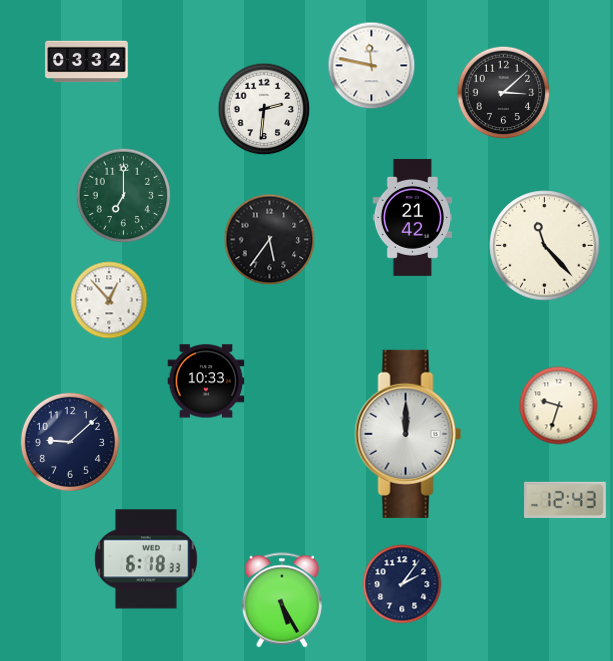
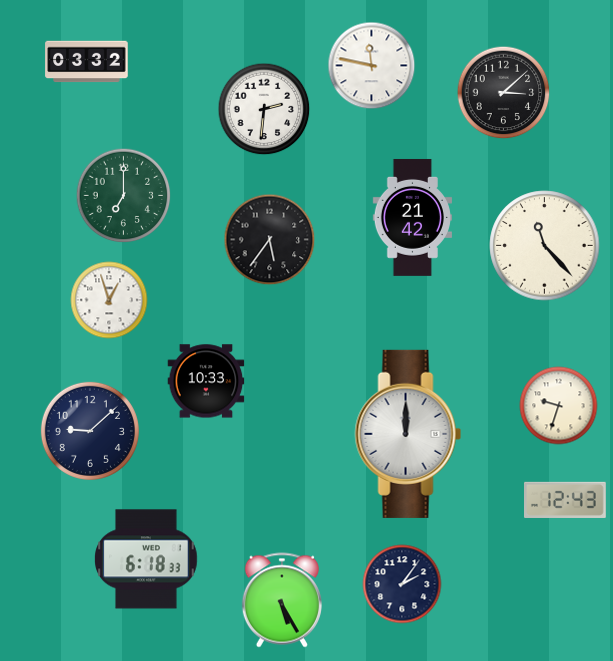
clock at (109, 300): 12:53 -> 12:57
clock at (70, 442) position: (70, 442) -> (90, 431)
